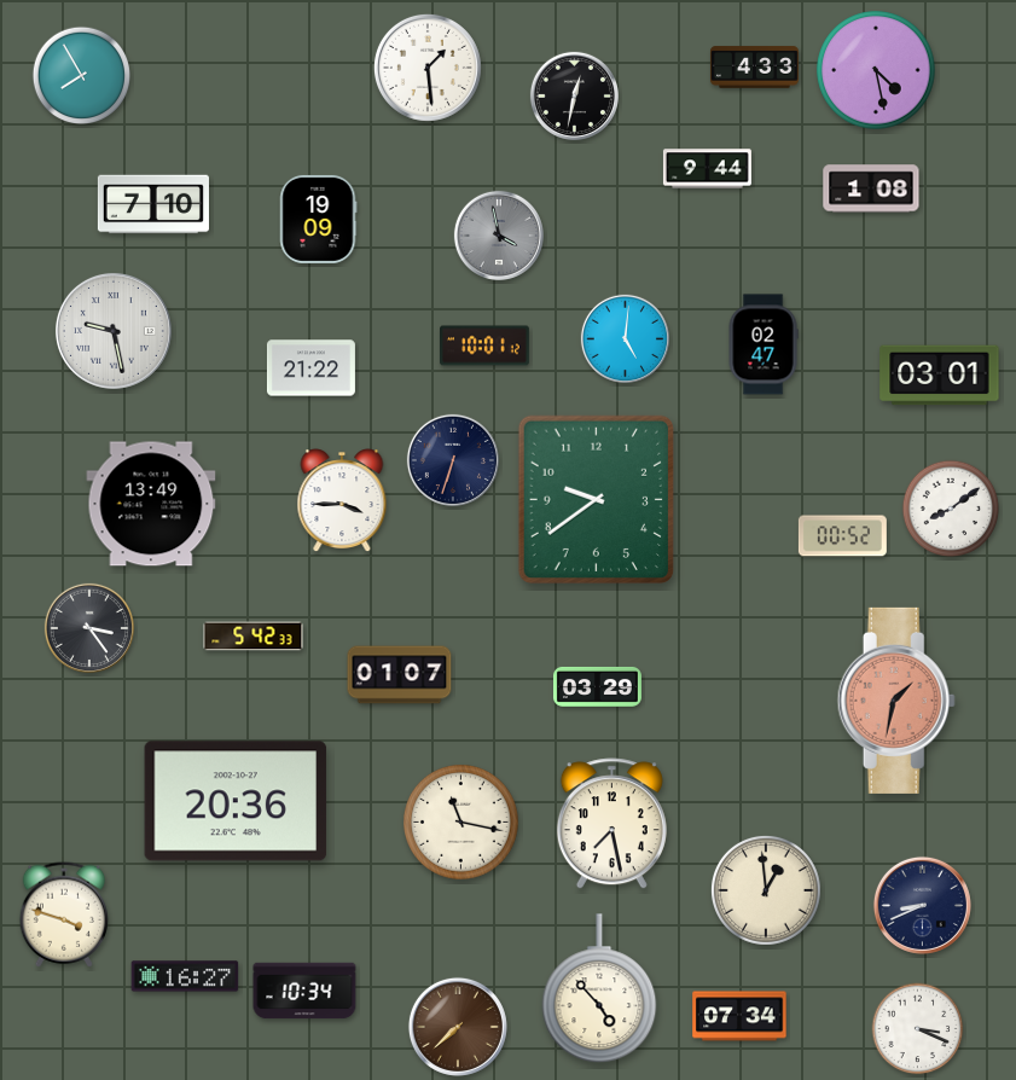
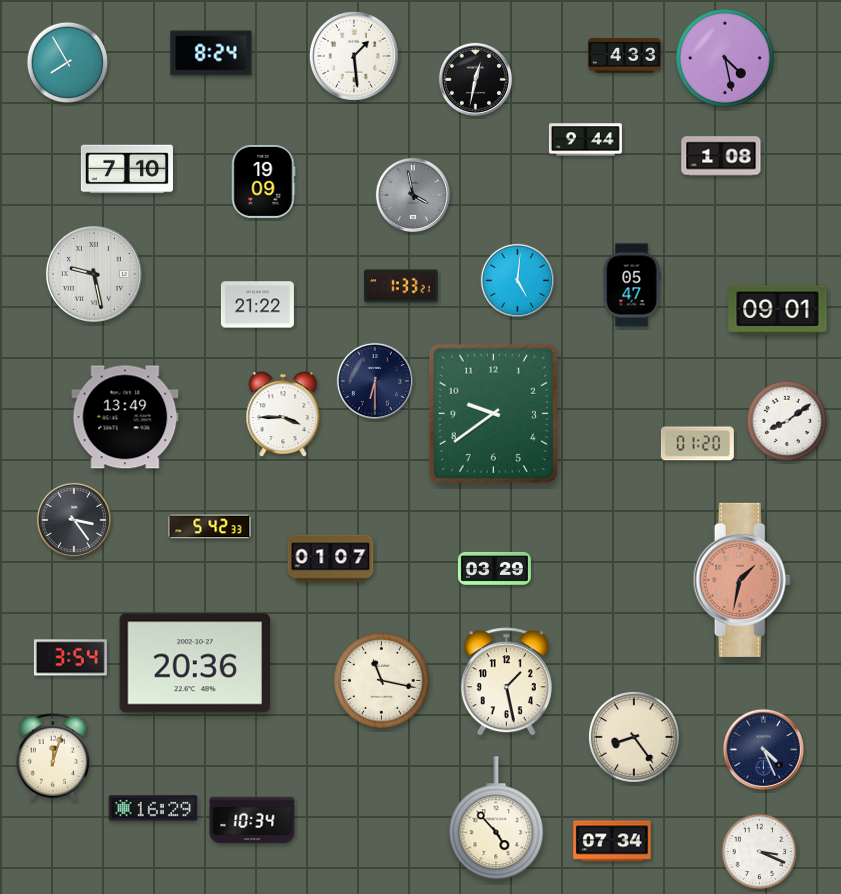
clock at (211, 53): none -> 8:24
clock at (764, 344): 02:47 -> 05:47
clock at (486, 346): 10:01 -> 1:33
clock at (940, 376): 03:01 -> 09:01
clock at (453, 460): 6:33 -> 6:30
clock at (842, 536): 00:52 -> 01:20
clock at (70, 658): none -> 3:54
clock at (611, 824): 7:28 -> 1:28
clock at (766, 890): 12:59 -> 8:24
clock at (922, 905): 8:41 -> 4:26
clock at (63, 914): 3:48 -> 12:03
clock at (185, 976): 16:27 -> 16:29
clock at (458, 1027): 7:38 -> none
